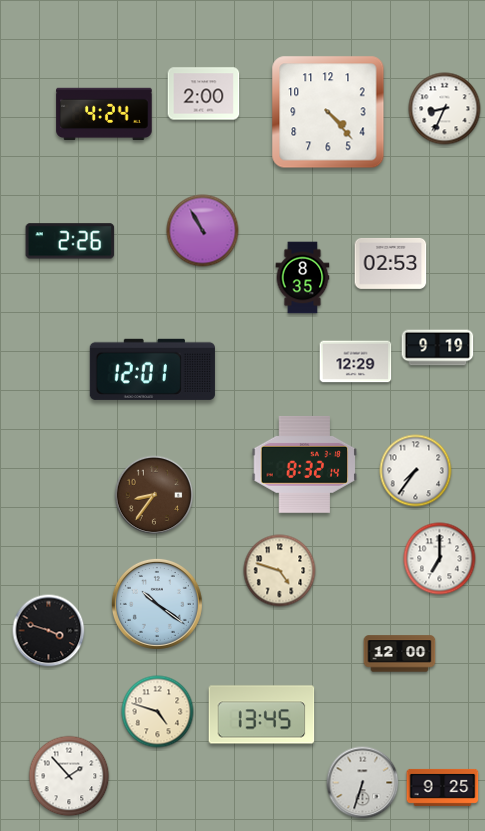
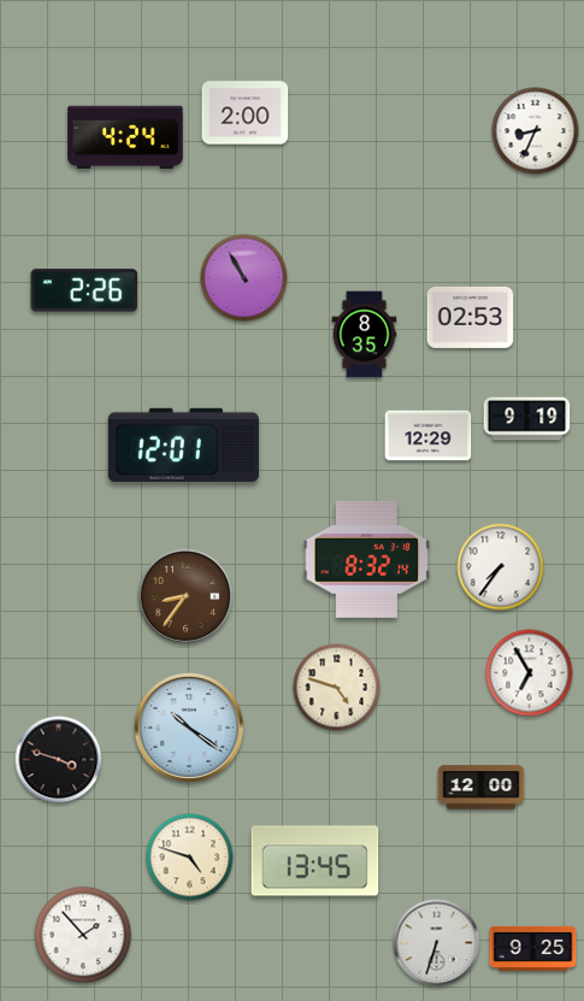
clock at (328, 112): 4:23 -> none
clock at (440, 559): 7:00 -> 6:55
